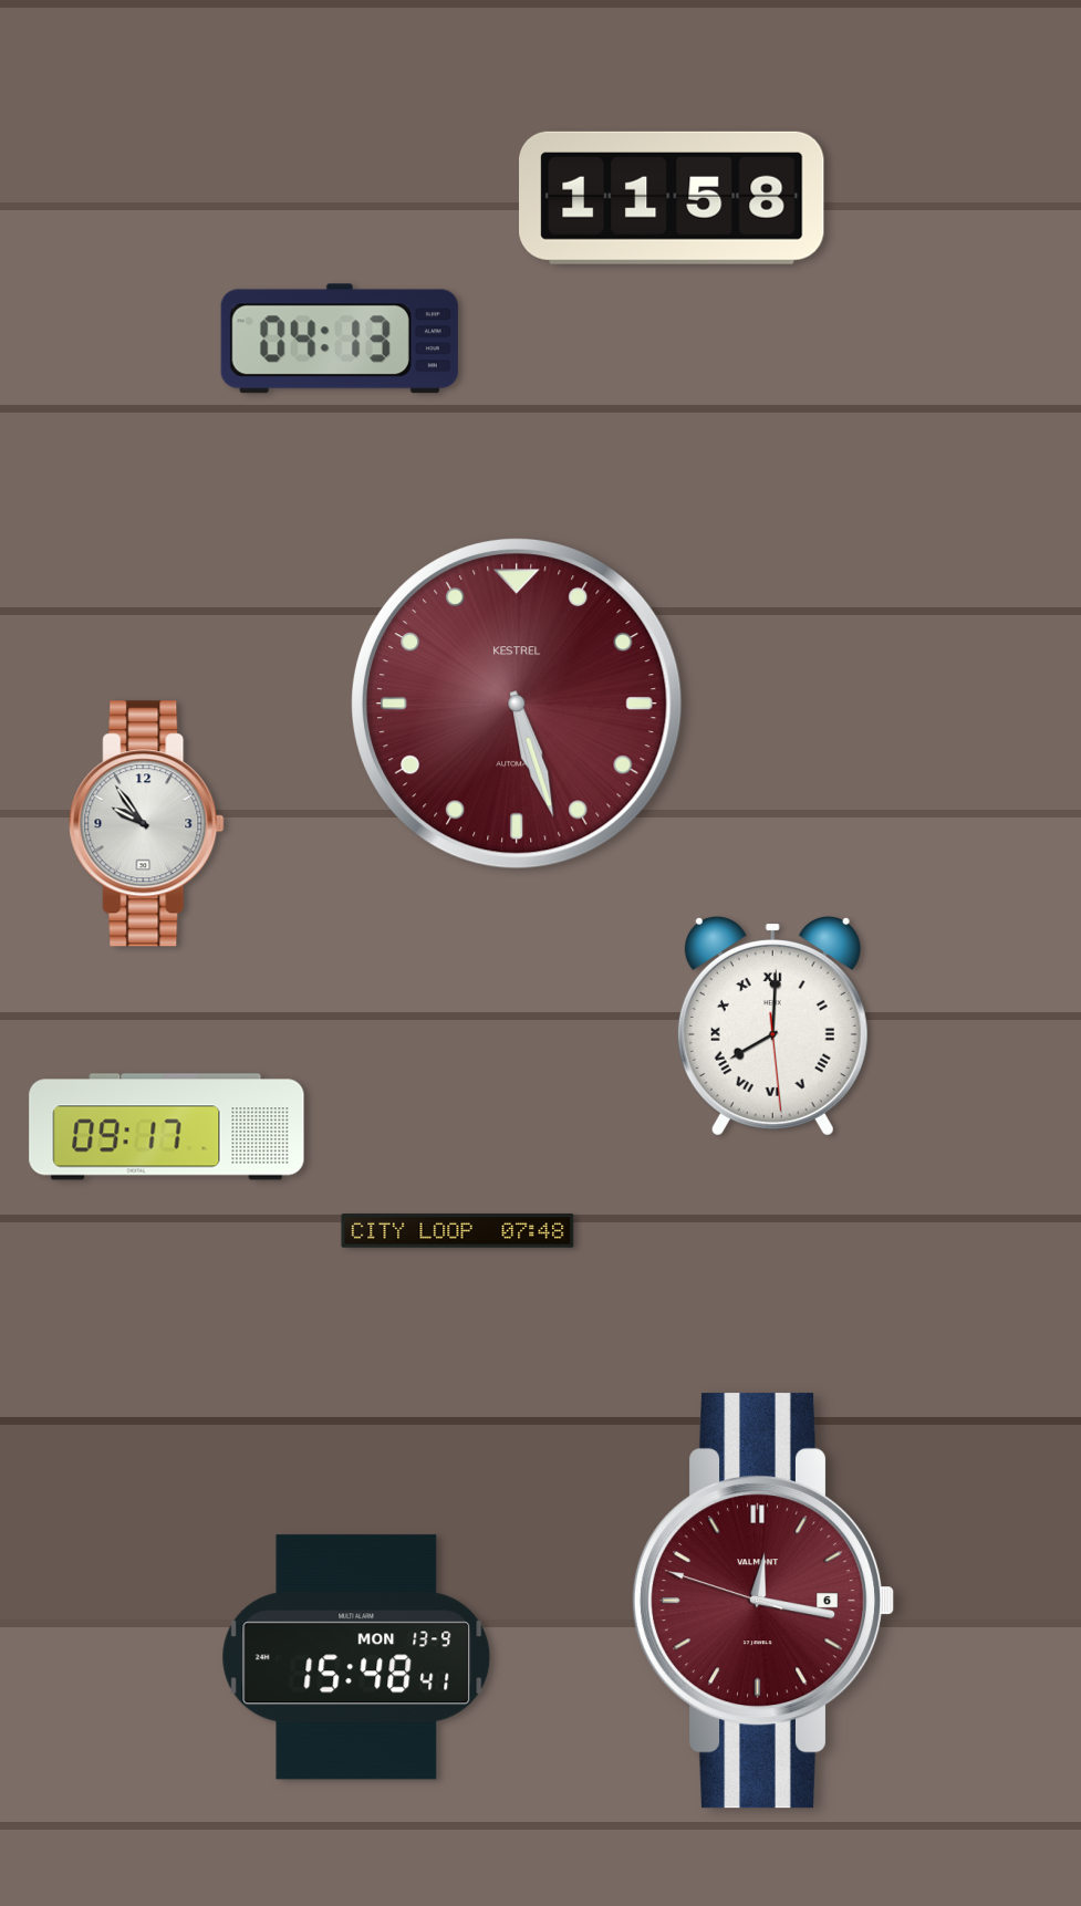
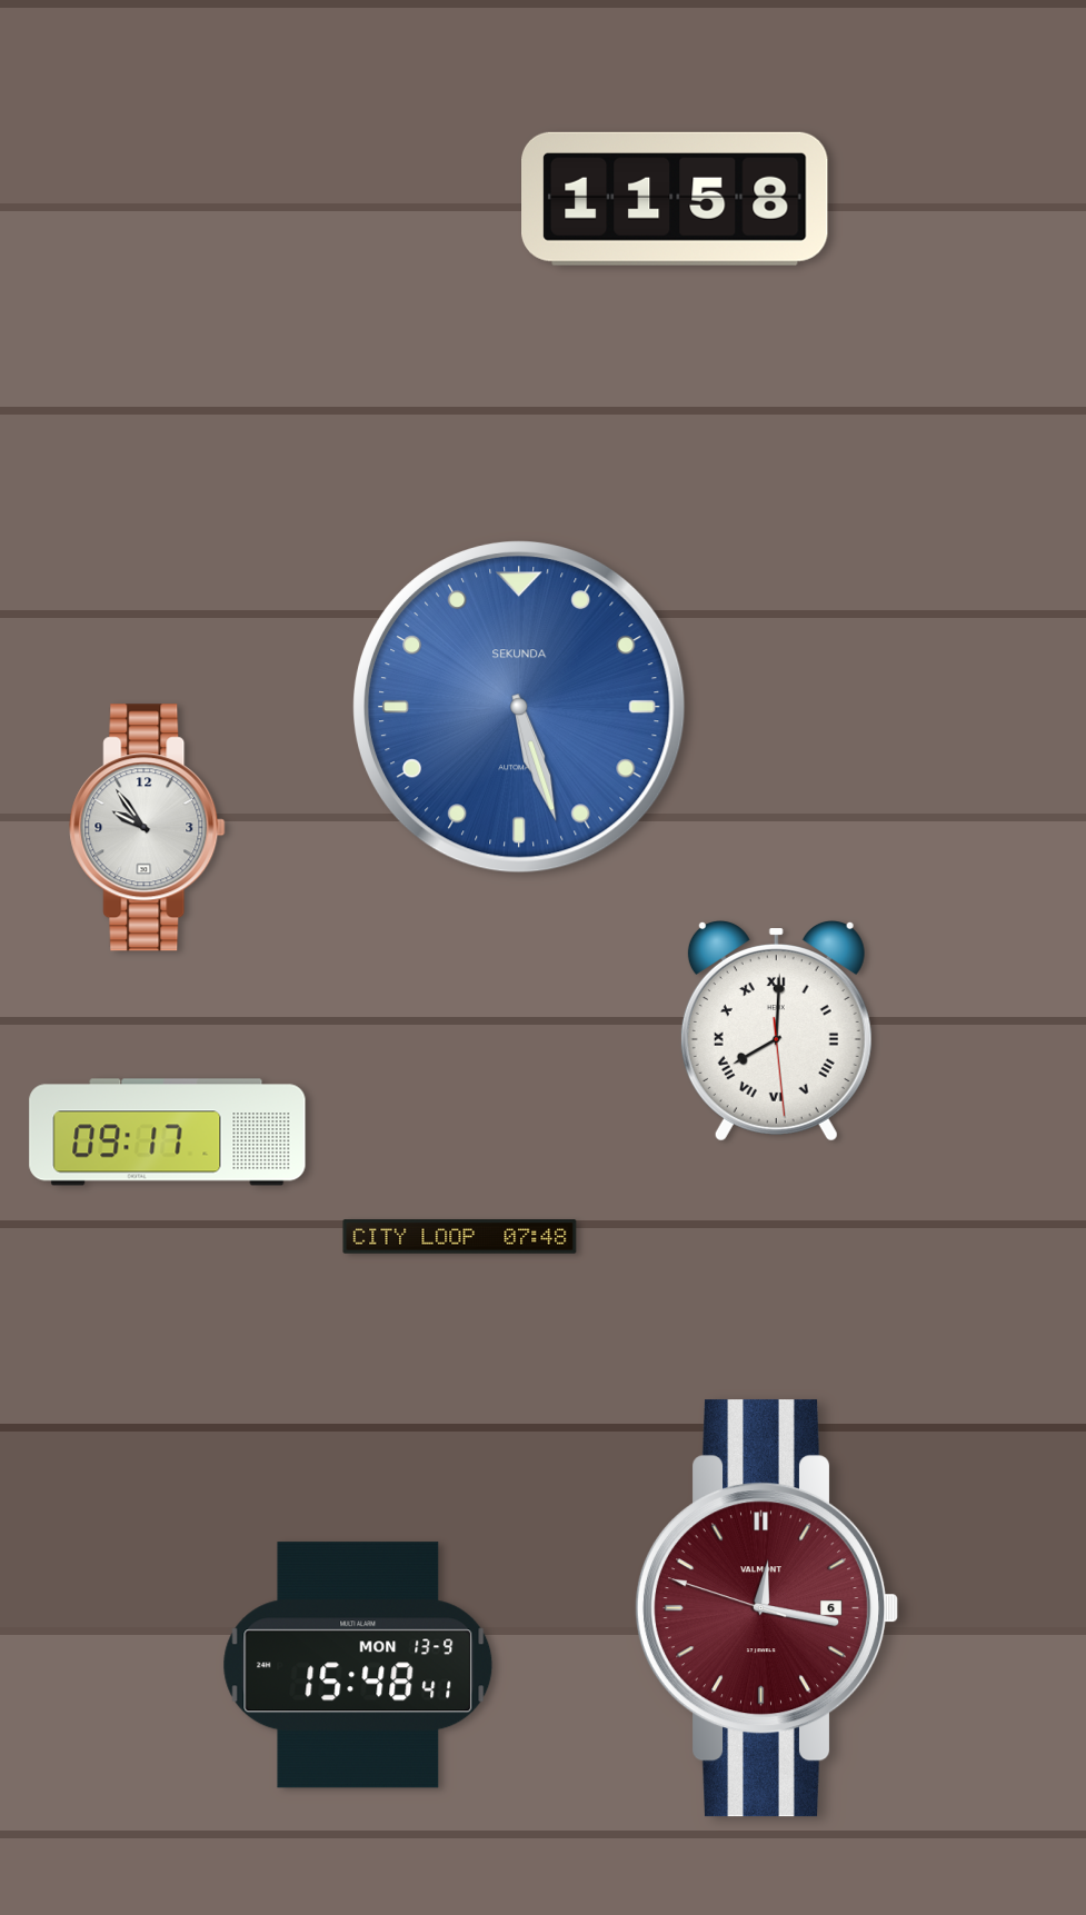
clock at (340, 339): 04:13 -> none
clock at (518, 705) dial: burgundy -> blue
clock at (518, 705) brand: KESTREL -> SEKUNDA
